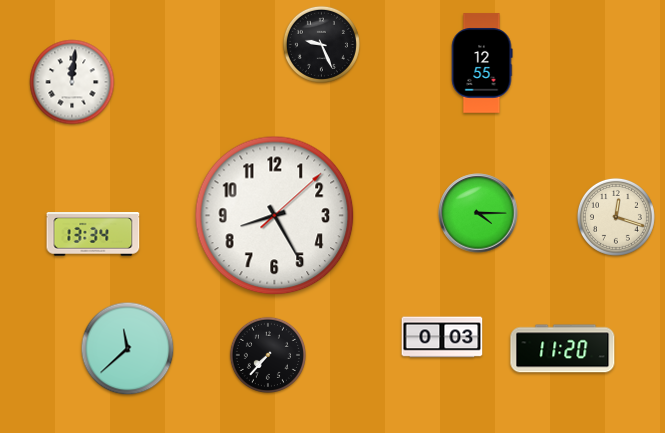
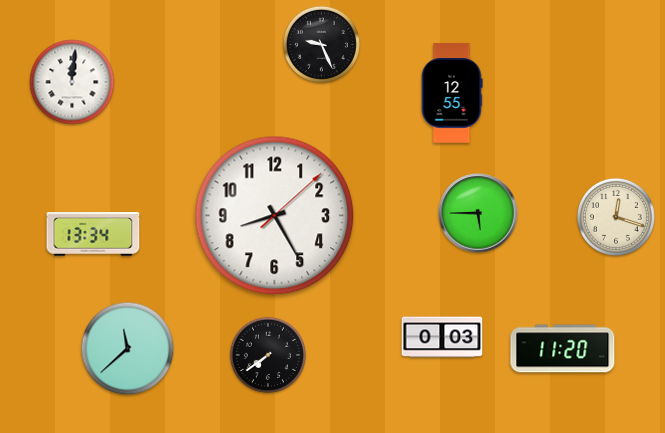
clock at (482, 63) position: (482, 63) -> (452, 93)
clock at (478, 213): 4:15 -> 5:45
clock at (268, 355): 7:37 -> 7:39
